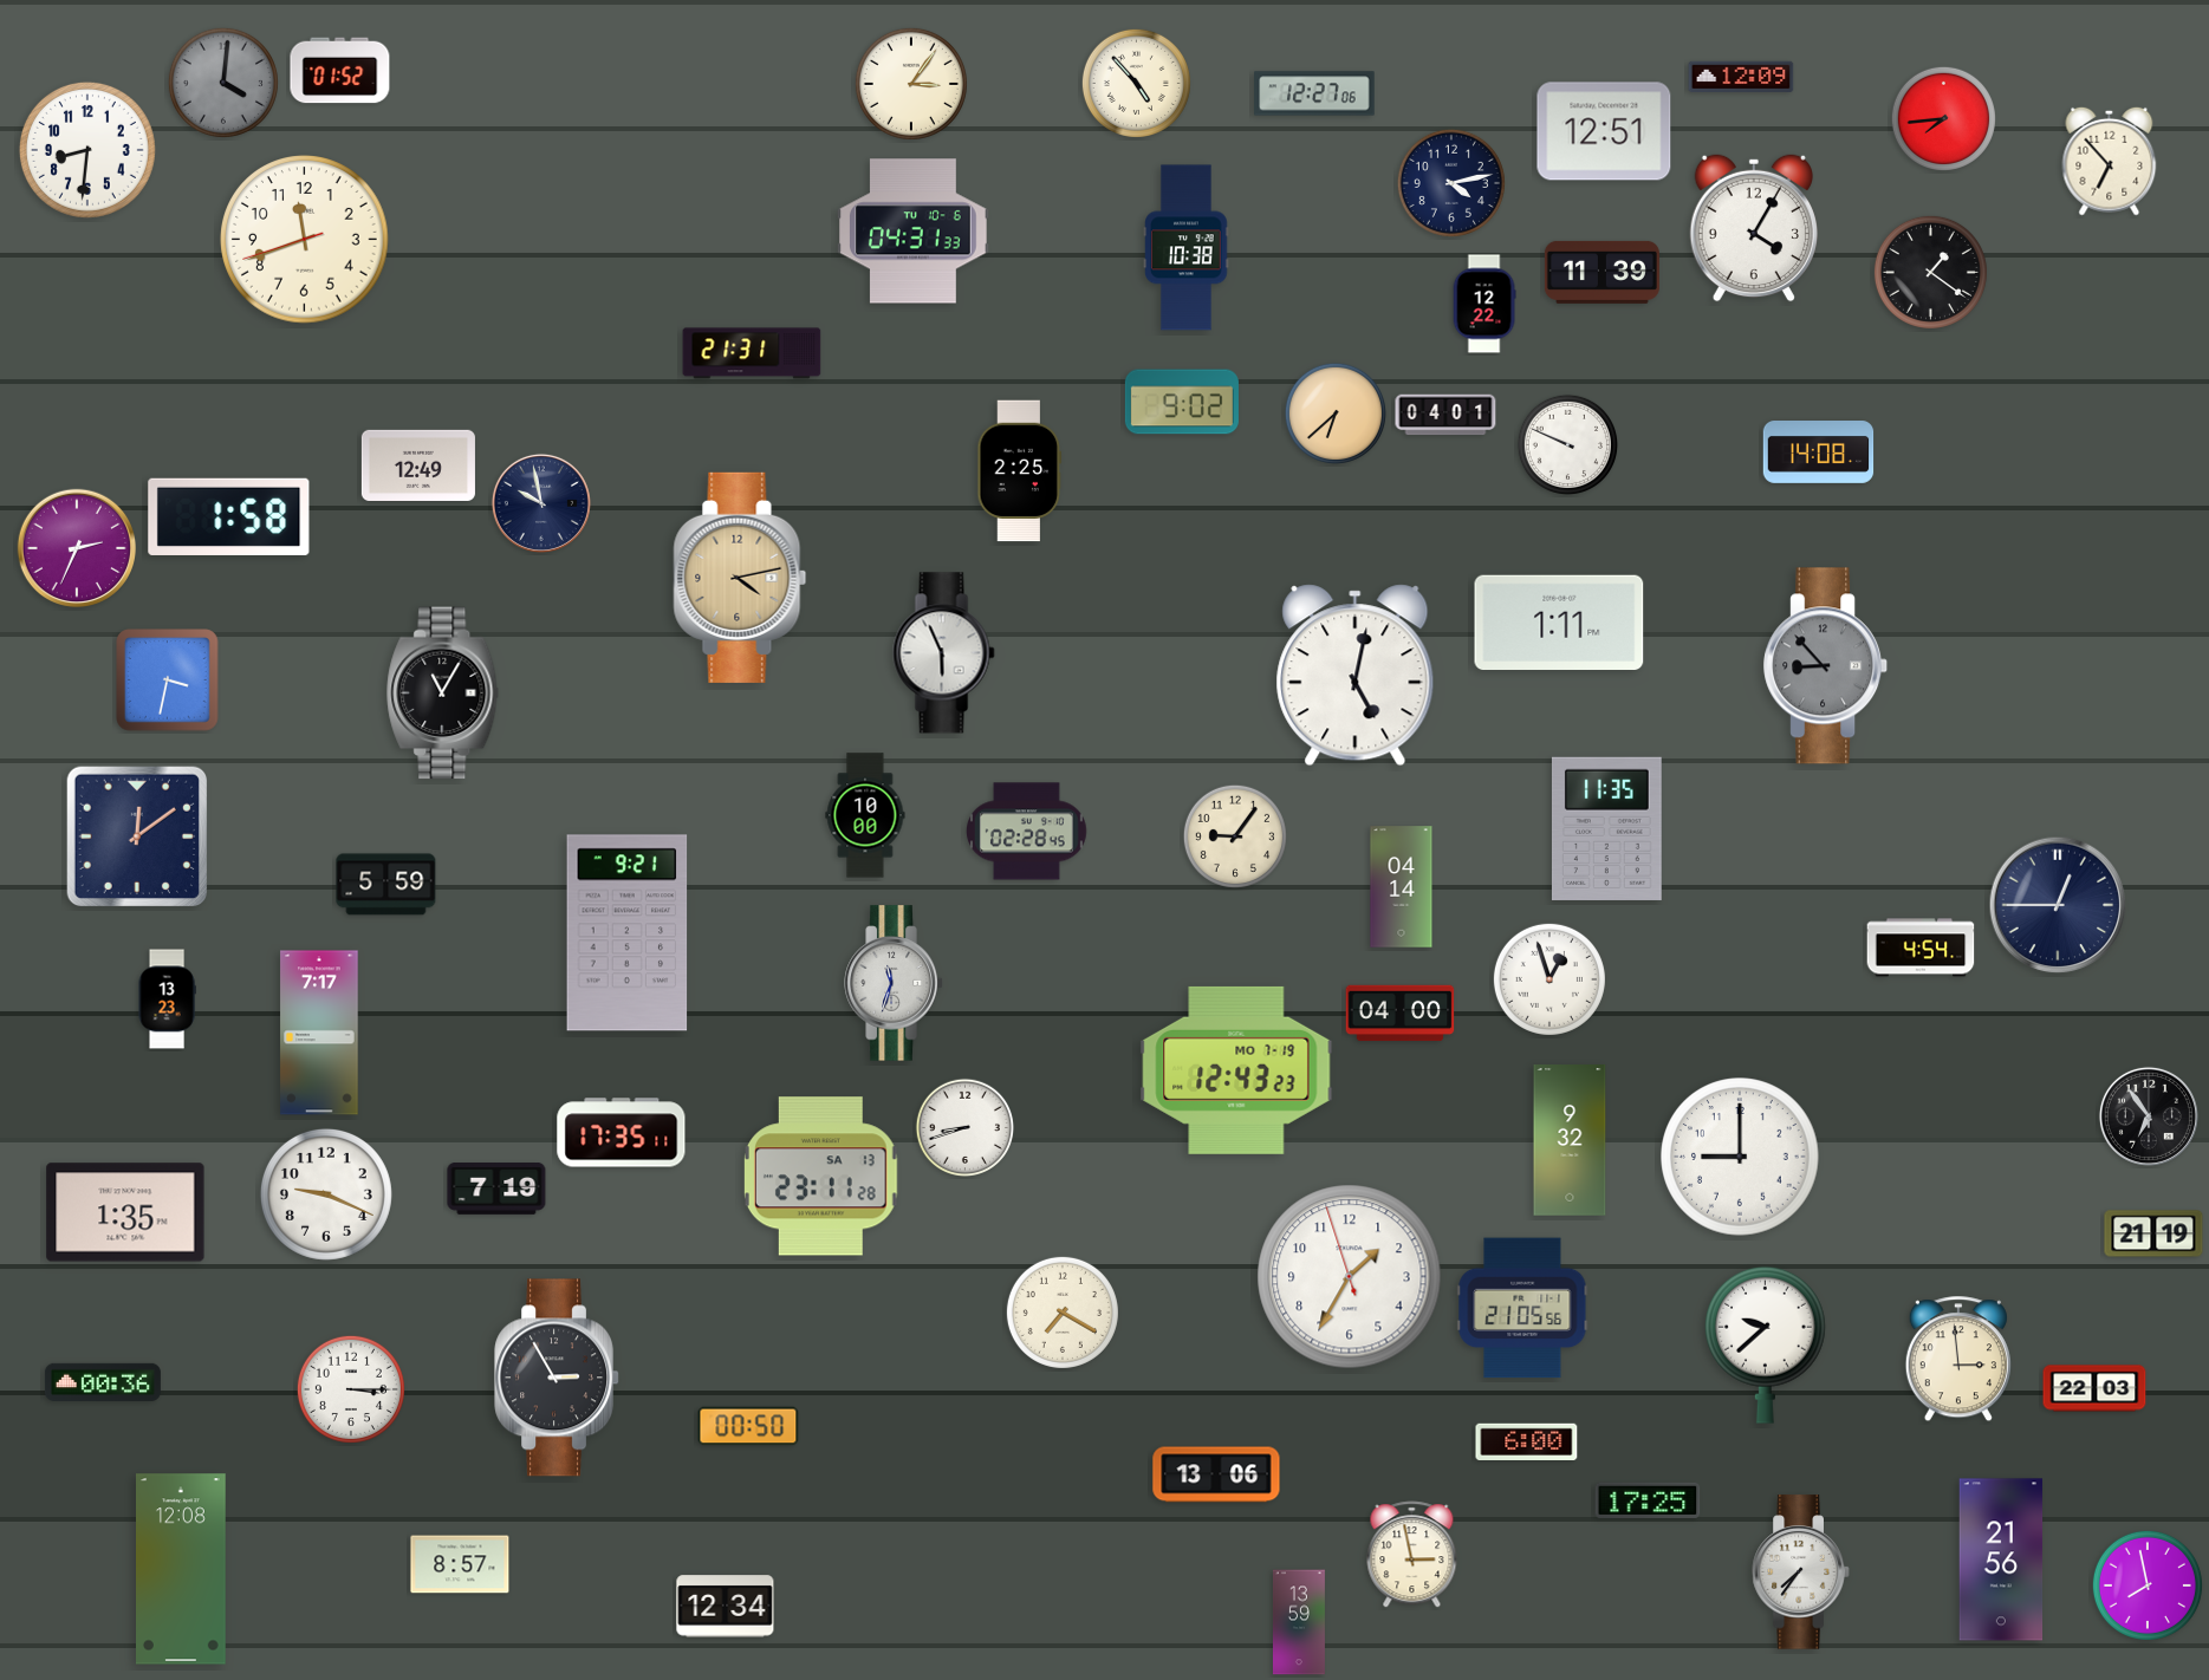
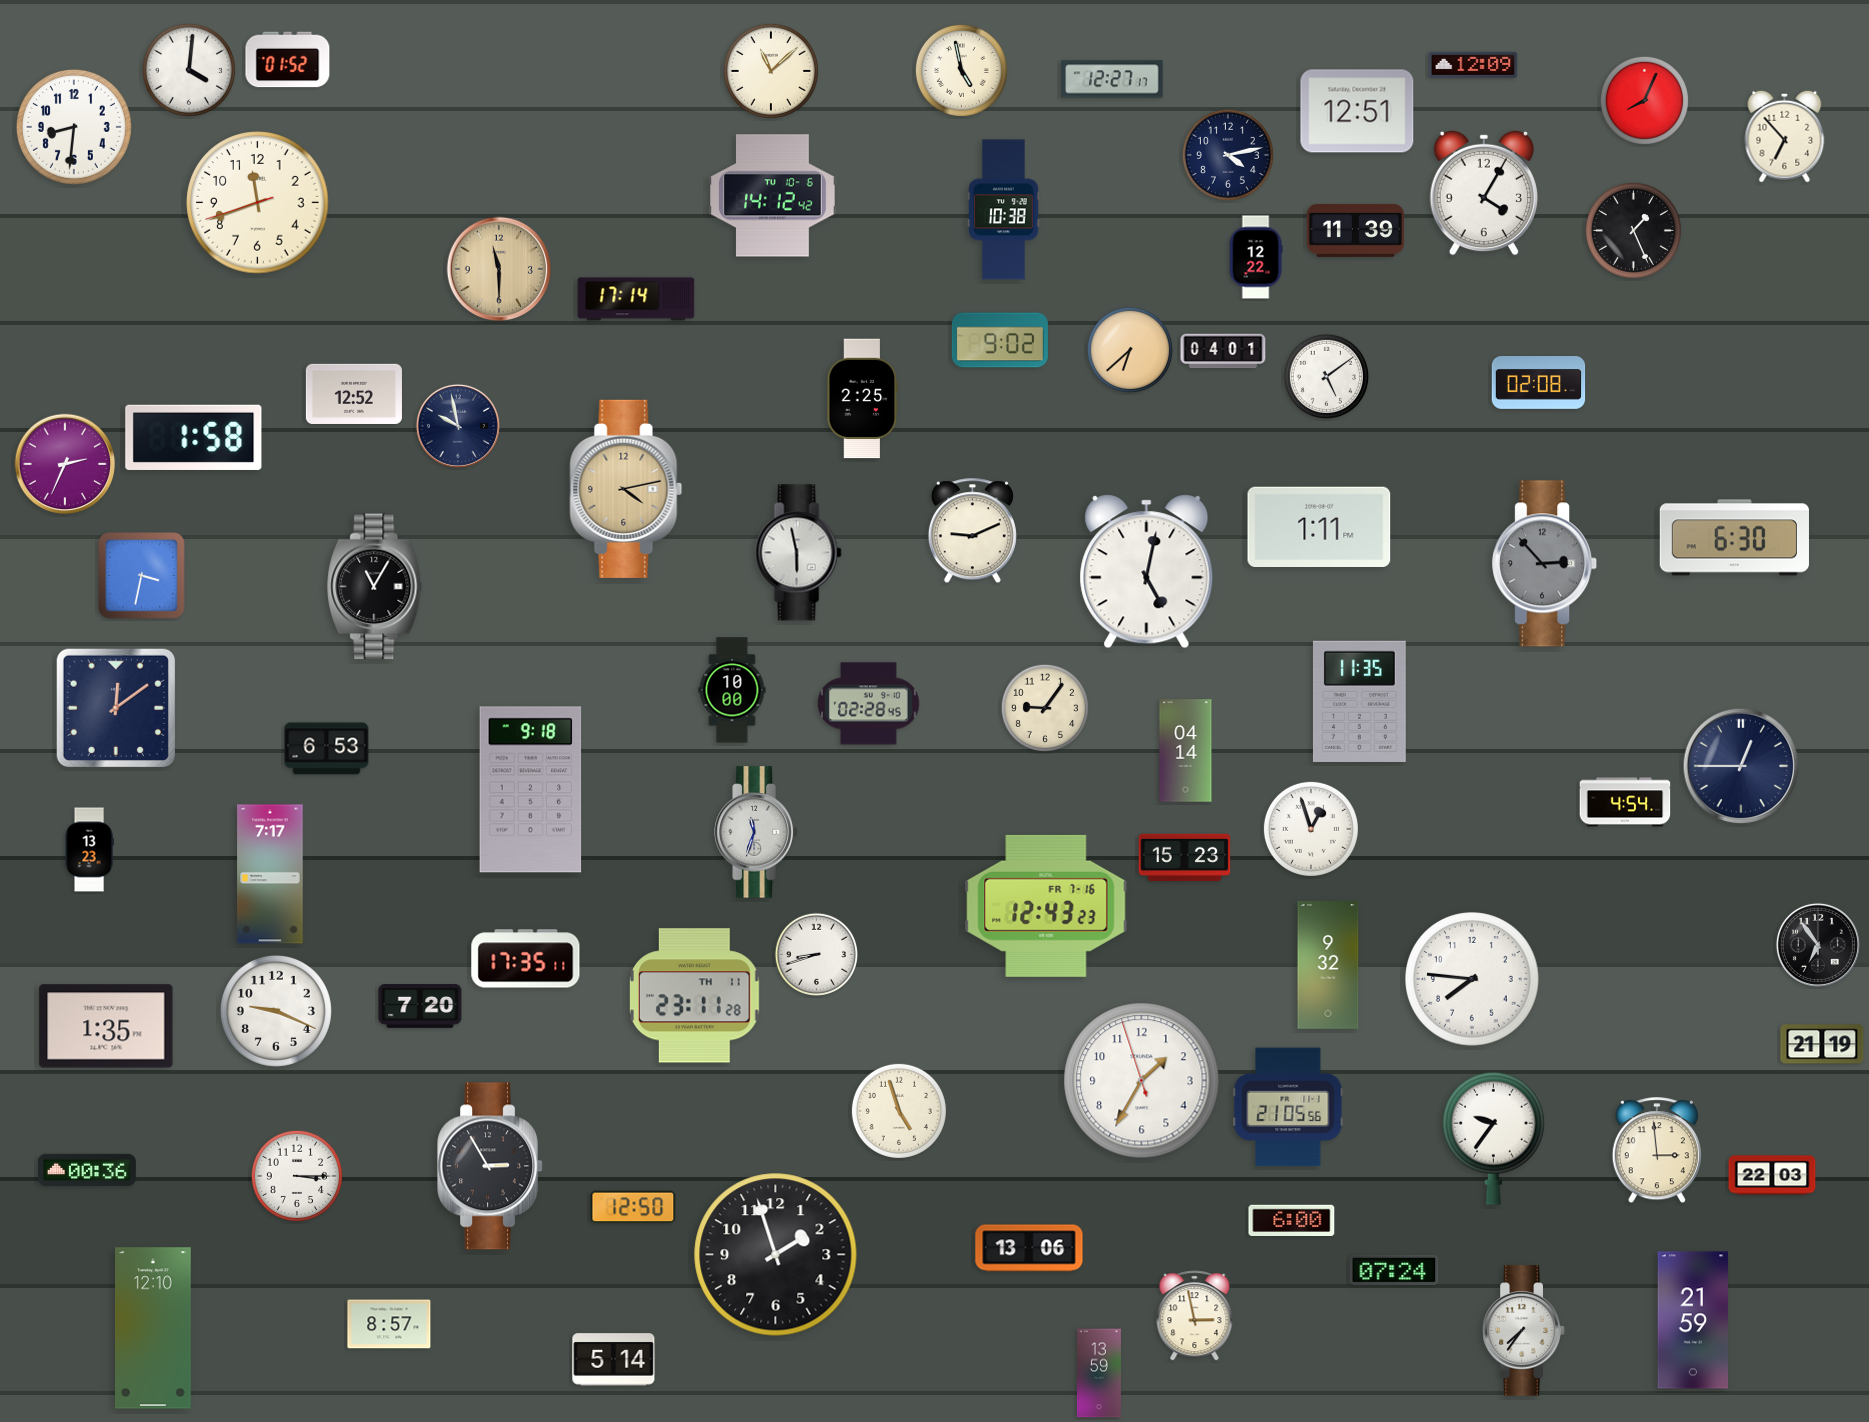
clock at (223, 83) dial: grey -> white
clock at (1136, 83): 4:53 -> 4:58
clock at (911, 84): 3:06 -> 11:08
clock at (1314, 93): 12:27:06 -> 12:27:17
clock at (1943, 118): 7:44 -> 8:04
clock at (914, 232): 04:31 -> 14:12
clock at (1930, 272): 1:21 -> 1:26
clock at (499, 269): none -> 11:30
clock at (752, 353): 21:31 -> 17:14
clock at (1567, 444): 9:49 -> 5:09
clock at (1819, 452): 14:08 -> 02:08
clock at (418, 465): 12:49 -> 12:52
clock at (972, 531): none -> 9:11
clock at (1734, 538): none -> 6:30
clock at (944, 653): 5:56 -> 5:58
clock at (1826, 666): 8:53 -> 2:53
clock at (386, 885): 5:59 -> 6:53
clock at (628, 933): 9:21 -> 9:18
clock at (167, 999) position: (167, 999) -> (89, 850)
clock at (1401, 1014): 04:00 -> 15:23
clock at (1236, 1070) date: MO 7-19 -> FR 7-16
clock at (1741, 1158): 9:00 -> 7:46
clock at (821, 1177) date: SA 13 -> TH 11
clock at (496, 1190): 7:19 -> 7:20
clock at (1063, 1313): 7:20 -> 4:57
clock at (1765, 1344): 9:38 -> 9:36
clock at (558, 1378) position: (558, 1378) -> (491, 1166)
clock at (748, 1426): 00:50 -> 12:50
clock at (776, 1255): none -> 1:57
clock at (1648, 1500): 17:25 -> 07:24
clock at (2001, 1559): 21:56 -> 21:59
clock at (182, 1569): 12:08 -> 12:10
clock at (2148, 1585): 7:58 -> none
clock at (726, 1607): 12:34 -> 5:14
